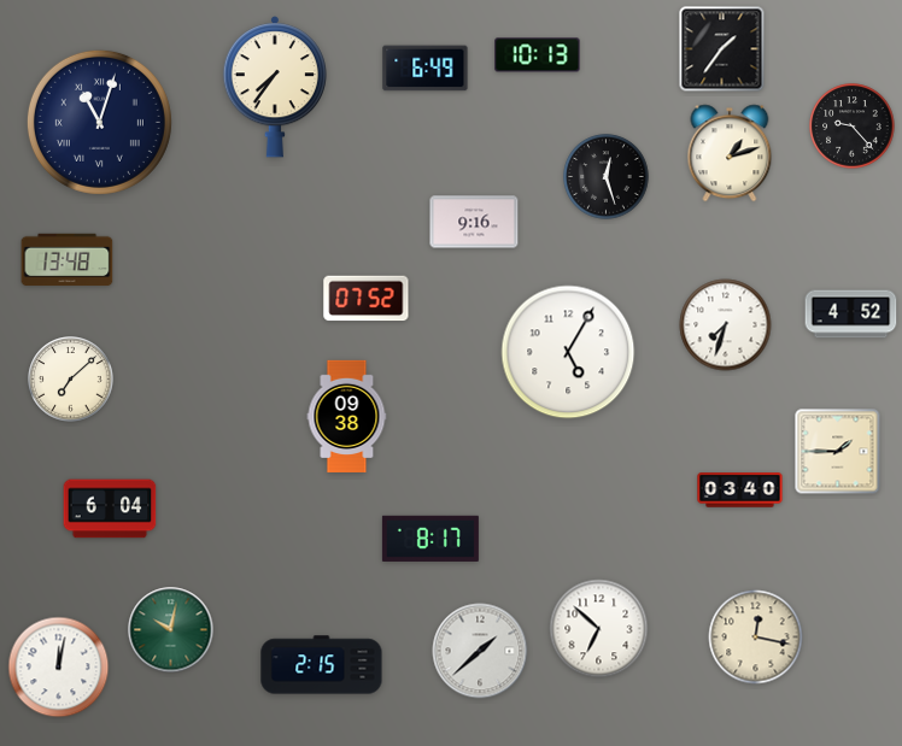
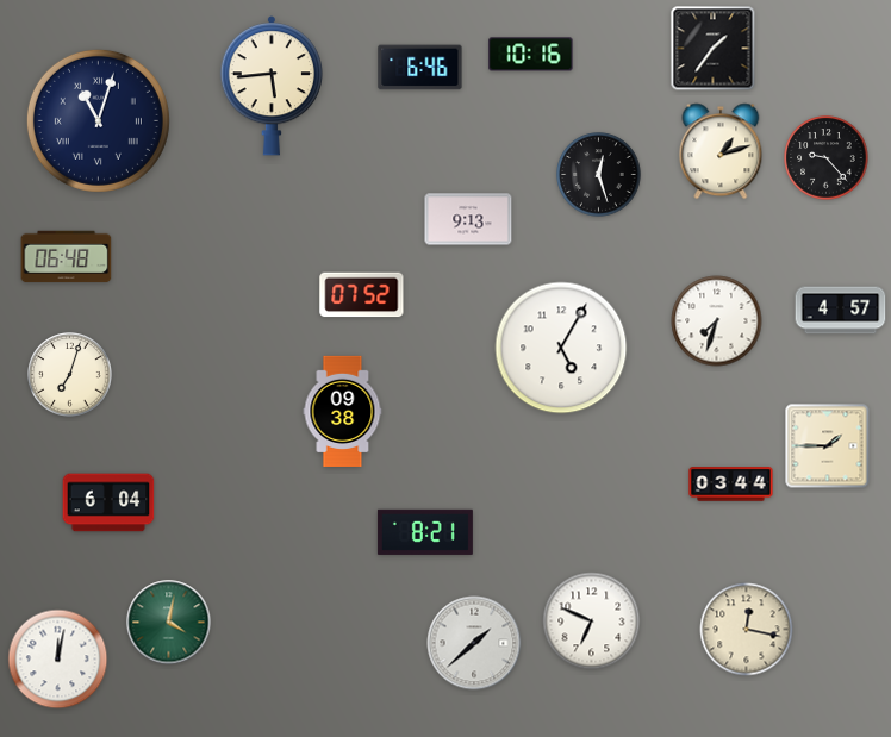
clock at (538, 55): 10:13 -> 10:16
clock at (426, 69): 6:49 -> 6:46
clock at (274, 87): 7:36 -> 5:44
clock at (853, 127) position: (853, 127) -> (827, 158)
clock at (474, 222): 9:16 -> 9:13
clock at (68, 260): 13:48 -> 06:48
clock at (851, 315): 4:52 -> 4:57
clock at (71, 380): 7:08 -> 7:03
clock at (740, 491): 03:40 -> 03:44
clock at (430, 539): 8:17 -> 8:21
clock at (599, 629): 6:52 -> 6:49
clock at (171, 630): 10:02 -> 4:02
clock at (322, 665): 2:15 -> none
